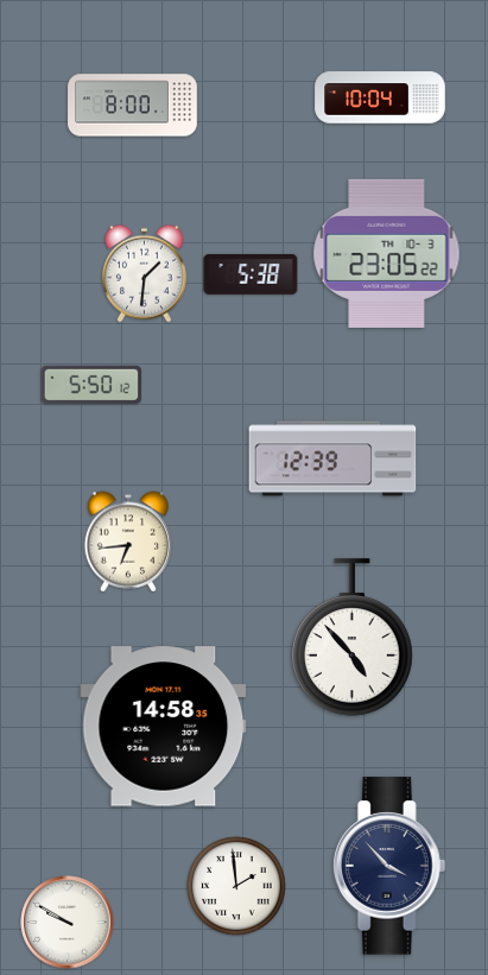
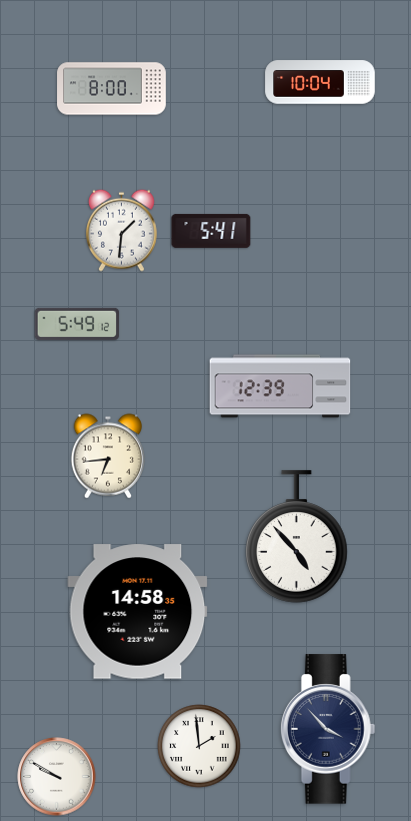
clock at (387, 253): 23:05 -> none
clock at (251, 274): 5:38 -> 5:41
clock at (91, 385): 5:50 -> 5:49
